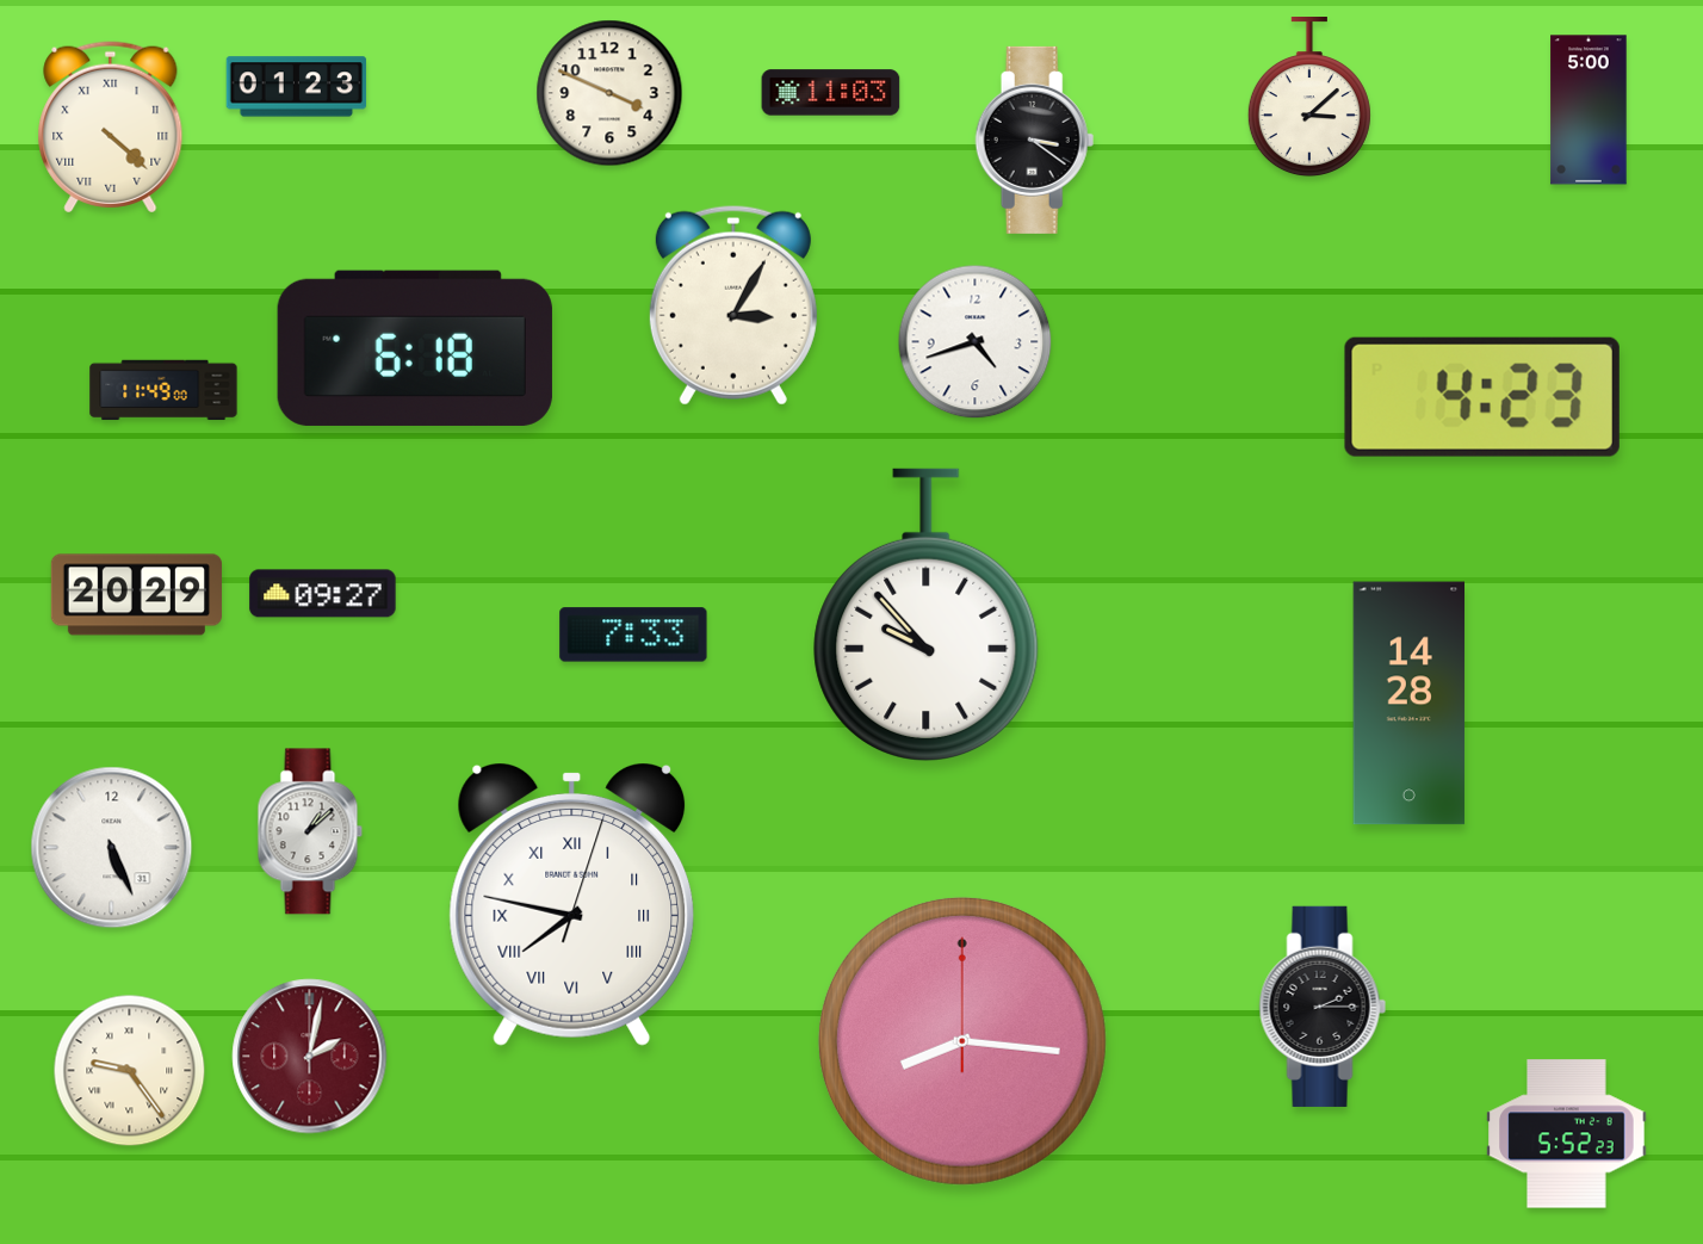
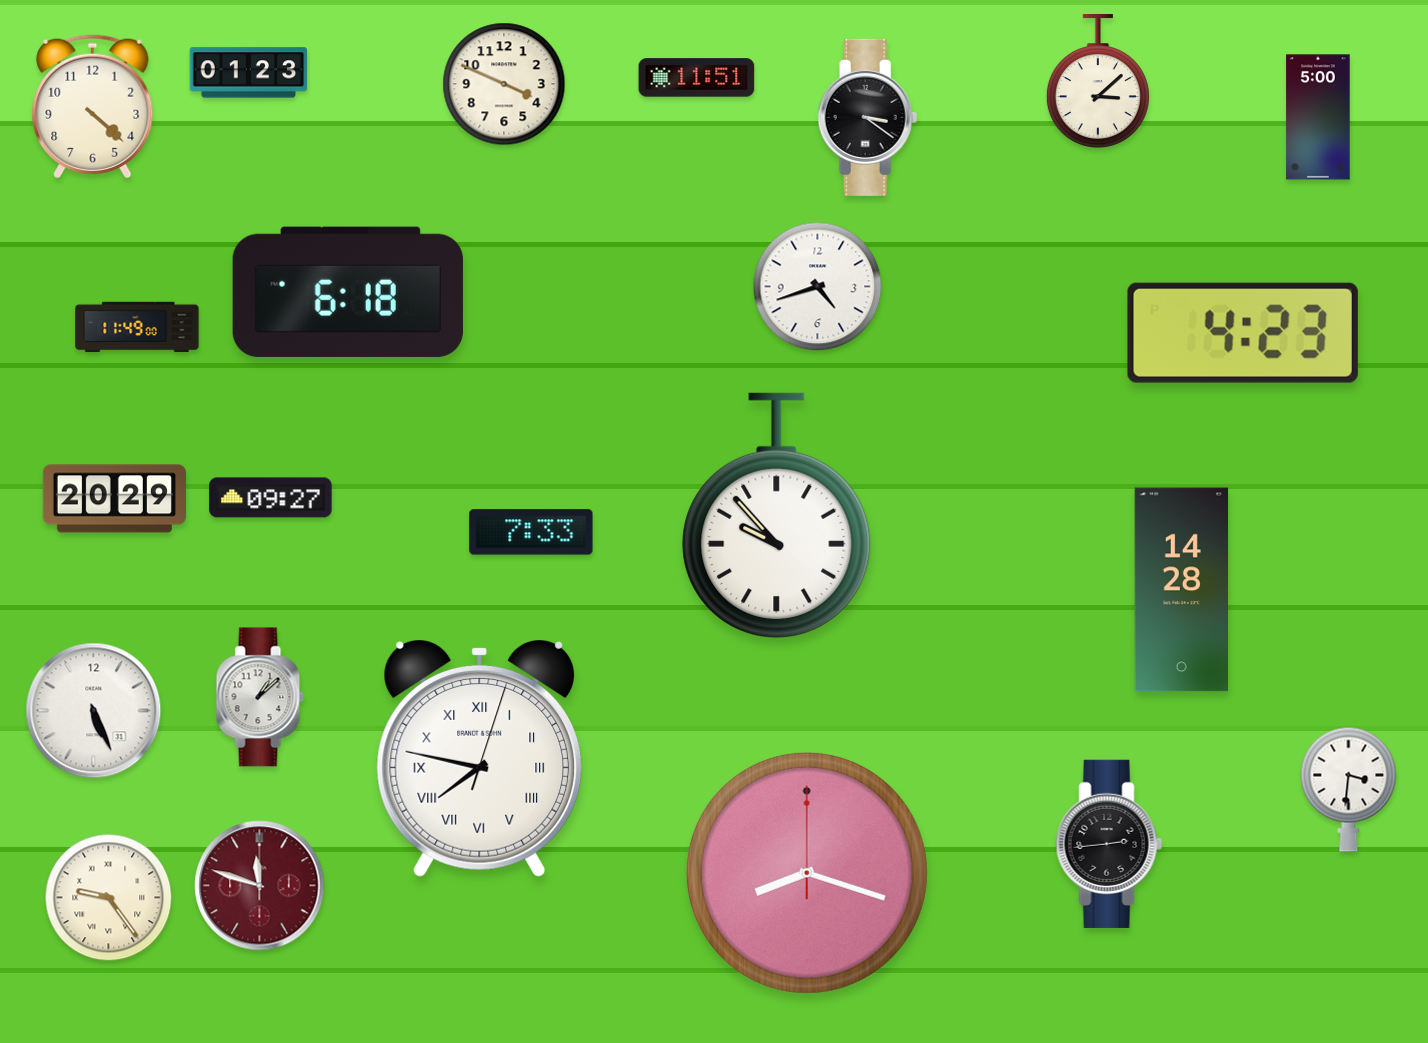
clock at (609, 93) position: (609, 93) -> (504, 84)
clock at (831, 93): 11:03 -> 11:51
clock at (1589, 110) position: (1589, 110) -> (1318, 117)
clock at (111, 128) numerals: Roman -> Arabic
clock at (733, 305): 3:05 -> none
clock at (1349, 789): none -> 3:31
clock at (1323, 1007): 2:15 -> 2:44
clock at (962, 1041): 8:16 -> 8:18
clock at (310, 1057): 2:02 -> 11:48
clock at (1567, 1134): 5:52 -> none
